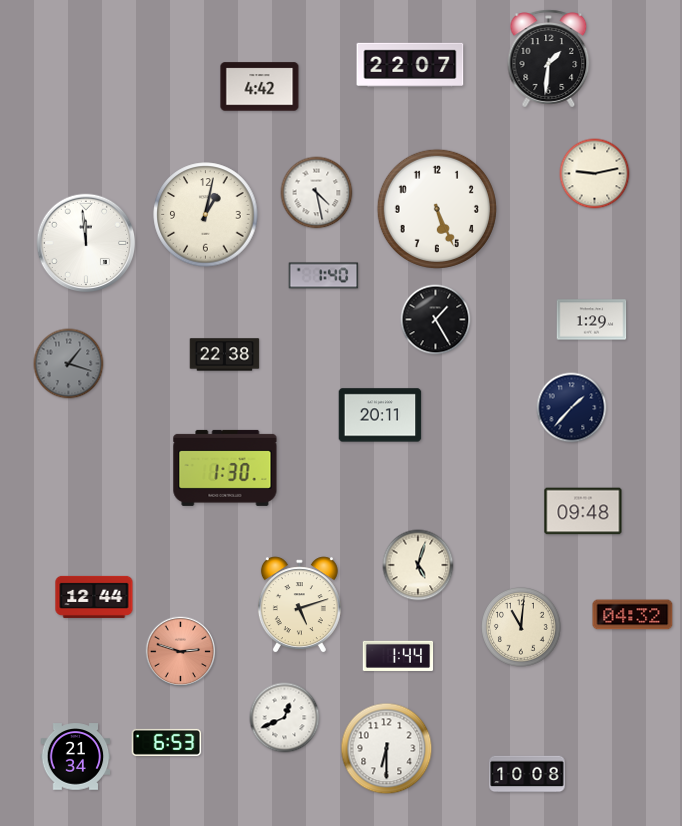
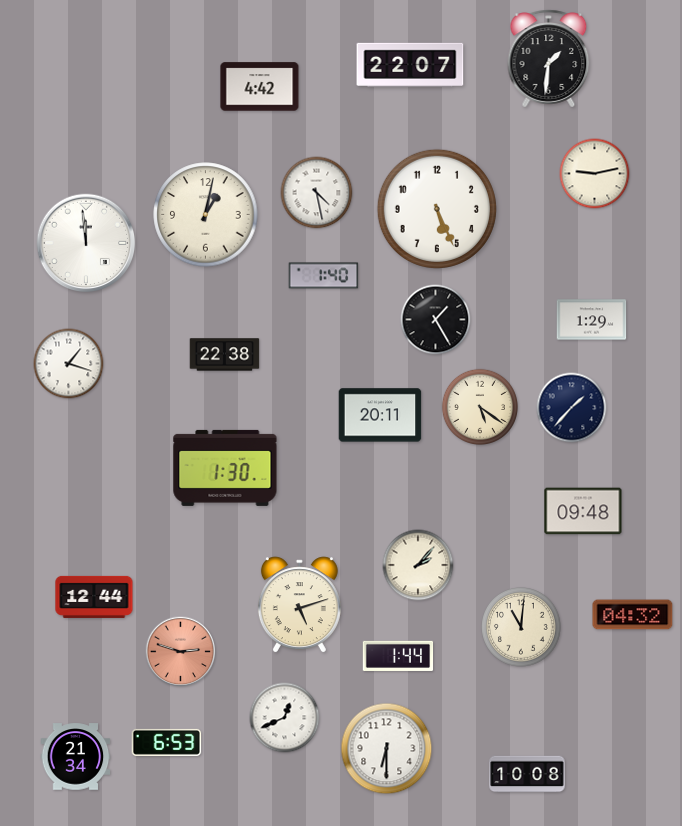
clock at (69, 364) dial: grey -> white
clock at (479, 406): none -> 5:21
clock at (418, 565): 5:03 -> 2:07
